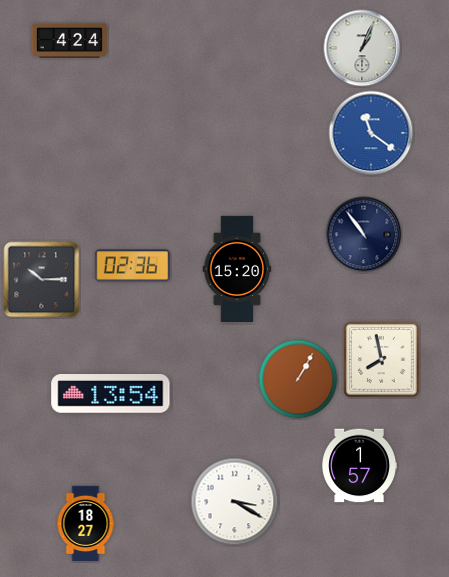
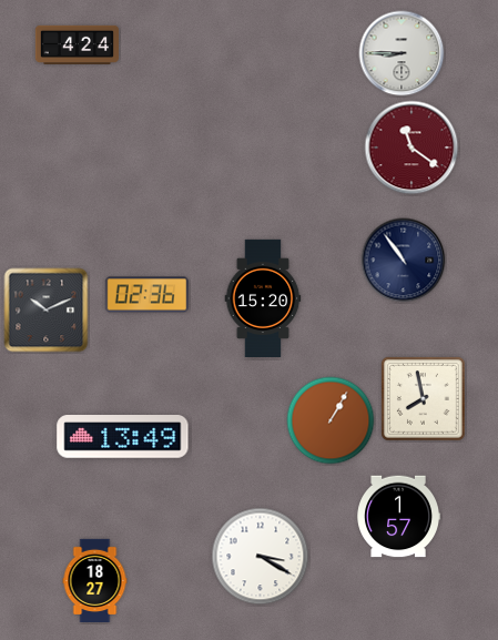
clock at (362, 48): 1:04 -> 8:45
clock at (371, 133) dial: blue -> burgundy
clock at (42, 280): 10:15 -> 10:11
clock at (111, 394): 13:54 -> 13:49
